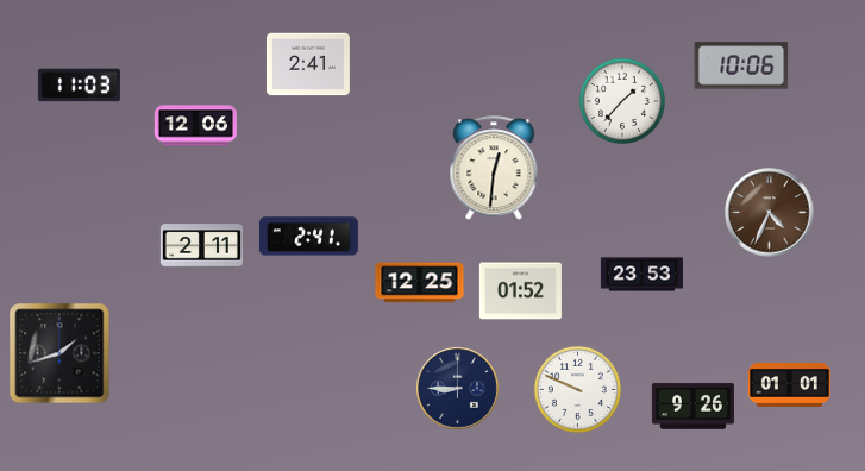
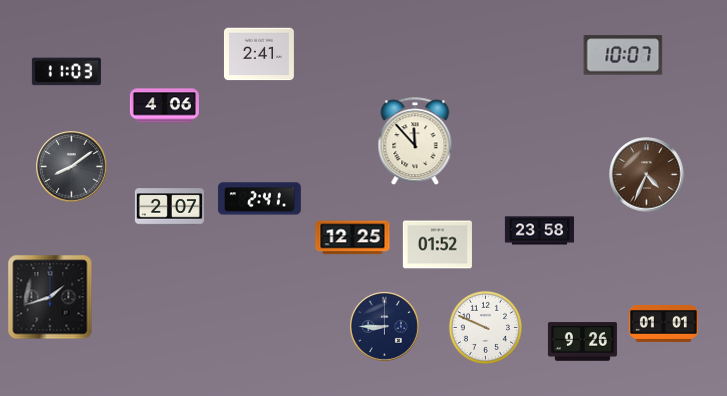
clock at (741, 65): 10:06 -> 10:07
clock at (622, 101): 1:37 -> none
clock at (195, 126): 12:06 -> 4:06
clock at (494, 169): 12:31 -> 11:53
clock at (72, 167): none -> 8:09
clock at (770, 213) position: (770, 213) -> (647, 175)
clock at (201, 246): 2:11 -> 2:07
clock at (641, 275): 23:53 -> 23:58
